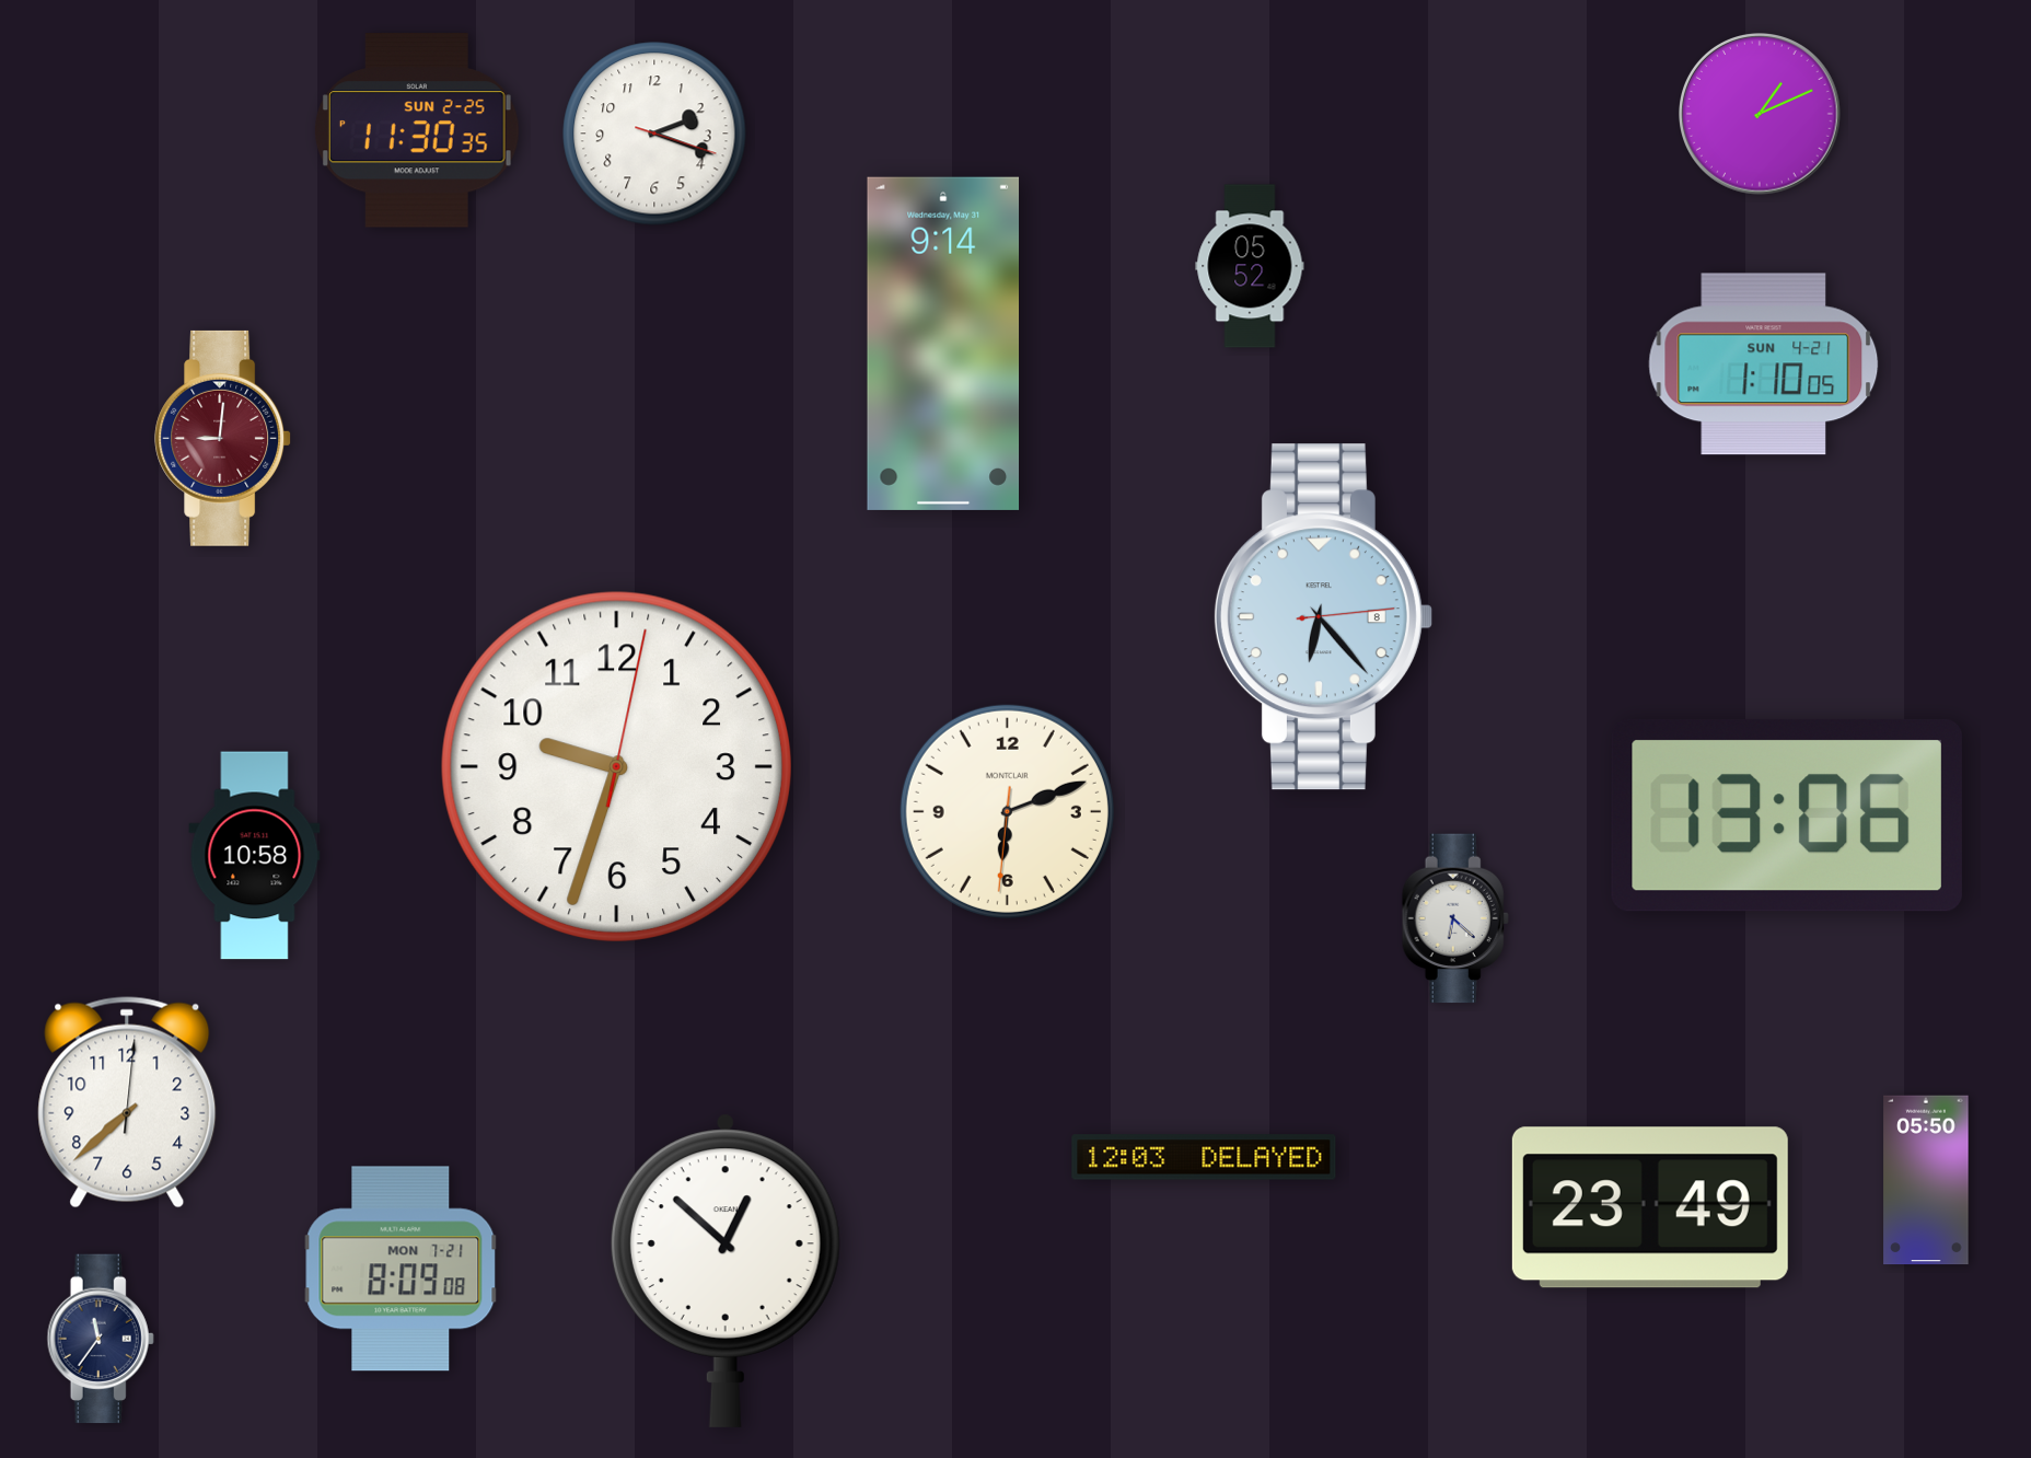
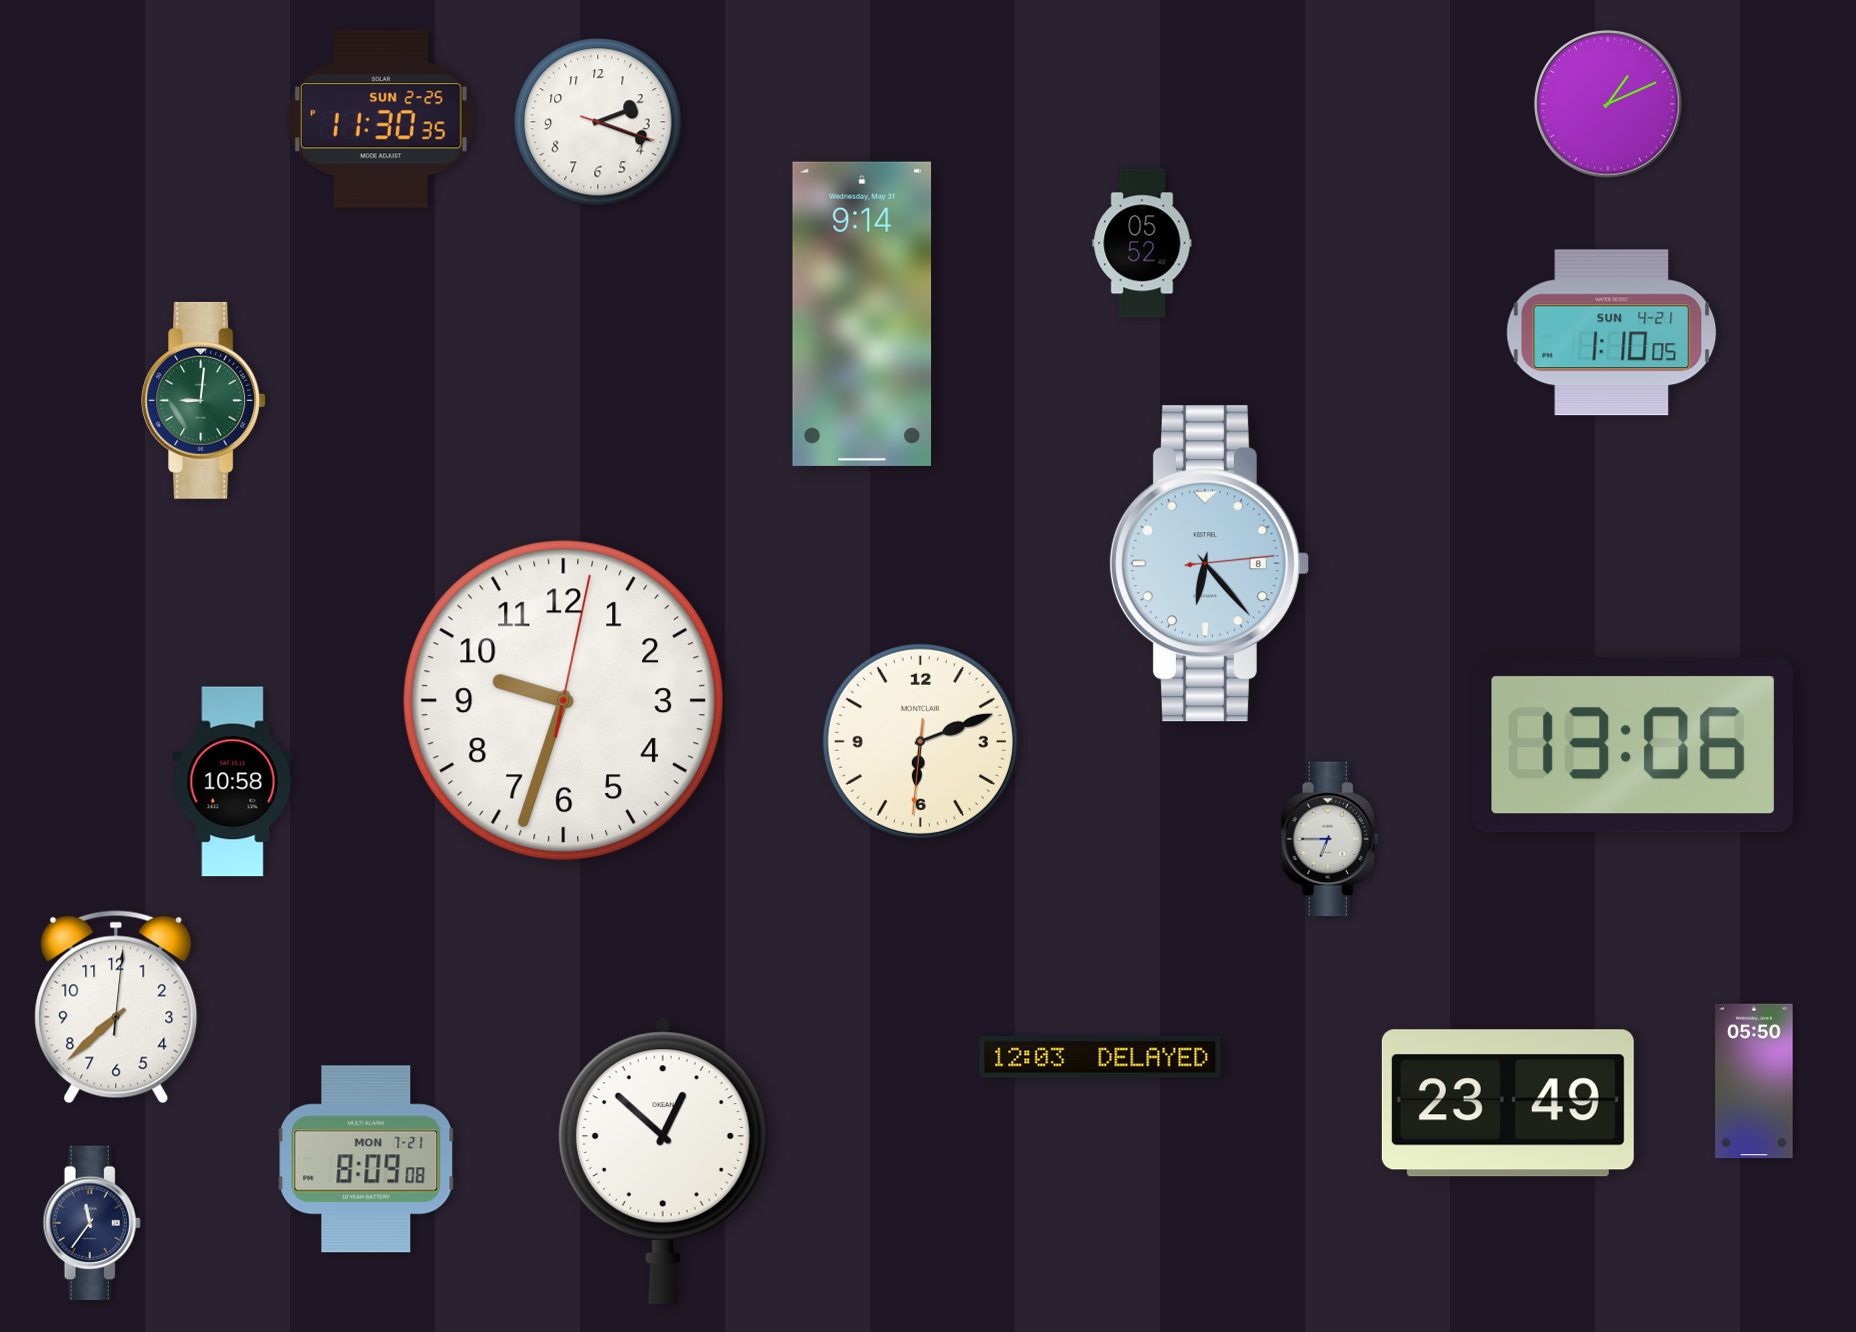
clock at (223, 438) dial: burgundy -> green
clock at (1455, 918): 6:22 -> 6:45
clock at (1926, 1180) position: (1926, 1180) -> (1754, 1081)
